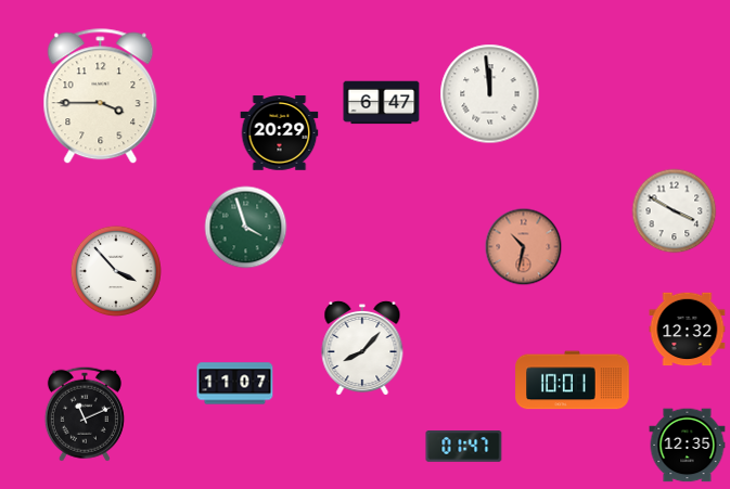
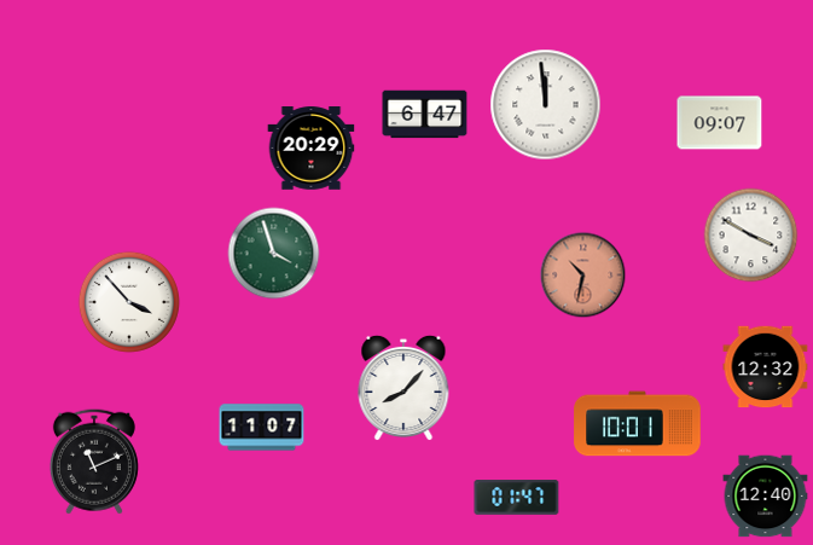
clock at (101, 96): 3:45 -> none
clock at (720, 123): none -> 09:07
clock at (688, 446): 12:35 -> 12:40
